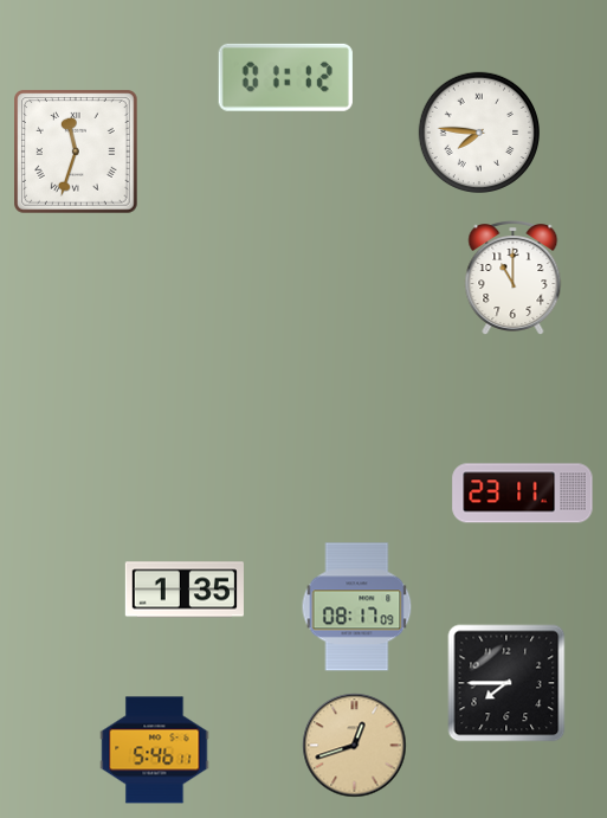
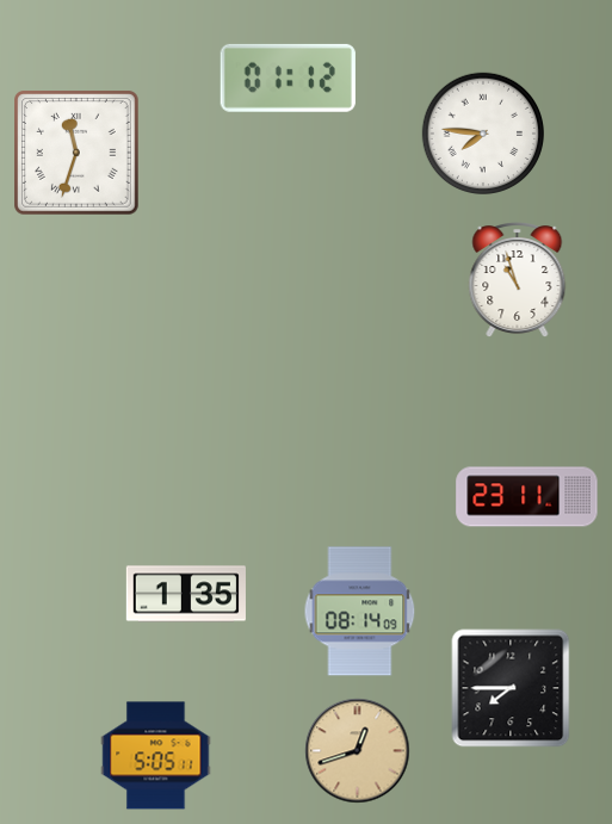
clock at (514, 278): 11:00 -> 10:57
clock at (357, 607): 08:17 -> 08:14
clock at (155, 751): 5:46 -> 5:05
